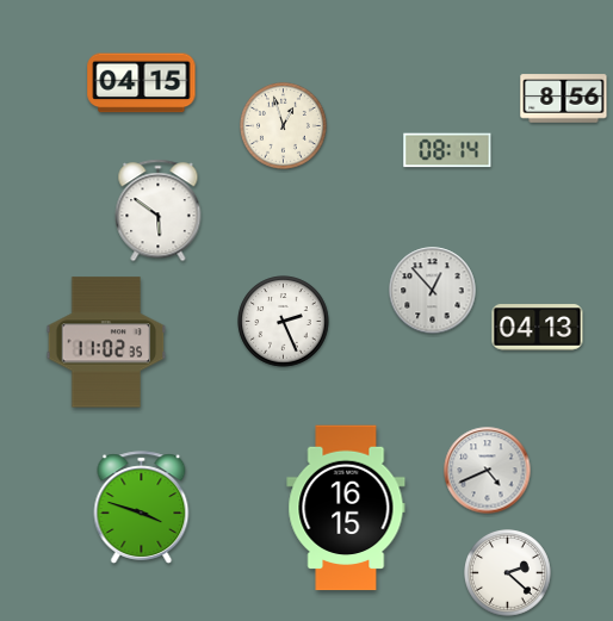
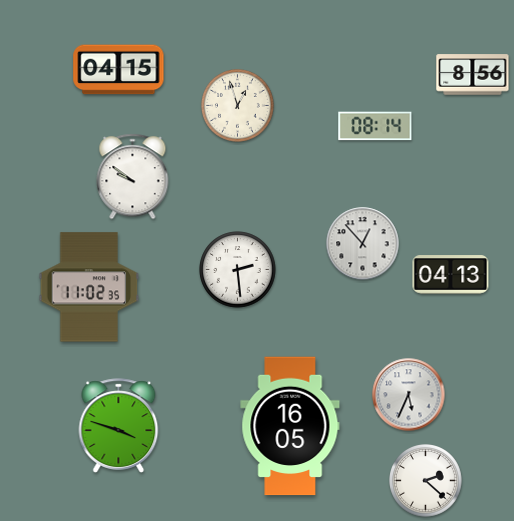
clock at (564, 99) position: (564, 99) -> (473, 75)
clock at (159, 211): 5:51 -> 9:51
clock at (284, 322): 2:26 -> 2:29
clock at (488, 471): 4:41 -> 5:34
clock at (346, 508): 16:15 -> 16:05
